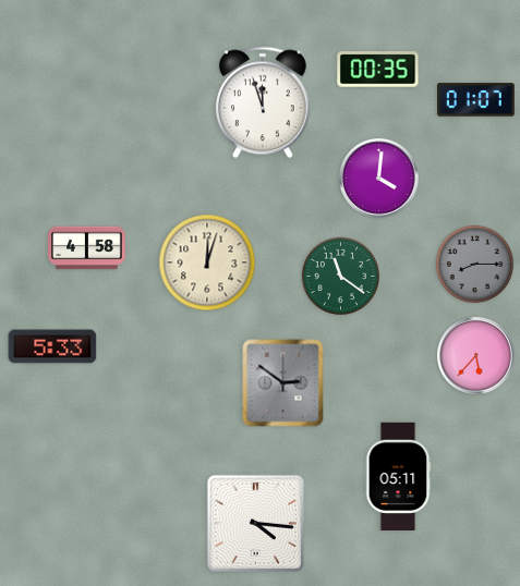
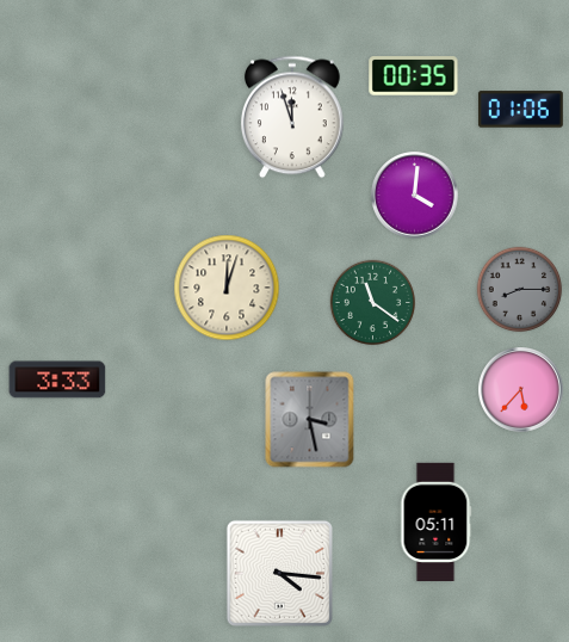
clock at (476, 100): 01:07 -> 01:06
clock at (263, 102) position: (263, 102) -> (292, 117)
clock at (87, 248): 4:58 -> none
clock at (52, 346): 5:33 -> 3:33
clock at (283, 383): 2:51 -> 3:28
